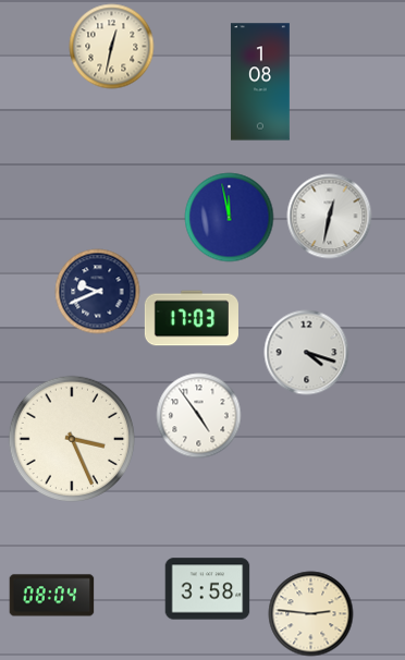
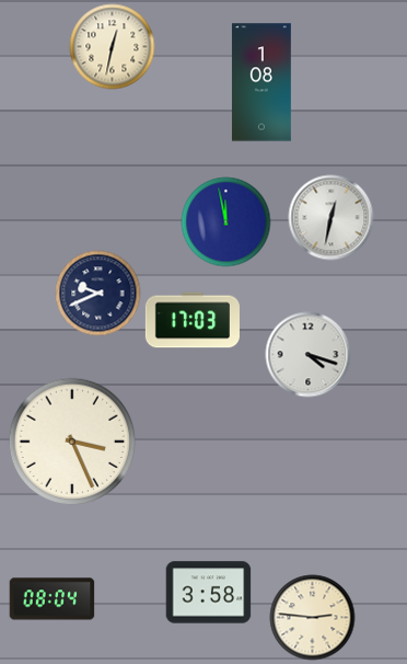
clock at (229, 217) position: (229, 217) -> (225, 221)
clock at (198, 415): 4:54 -> none
